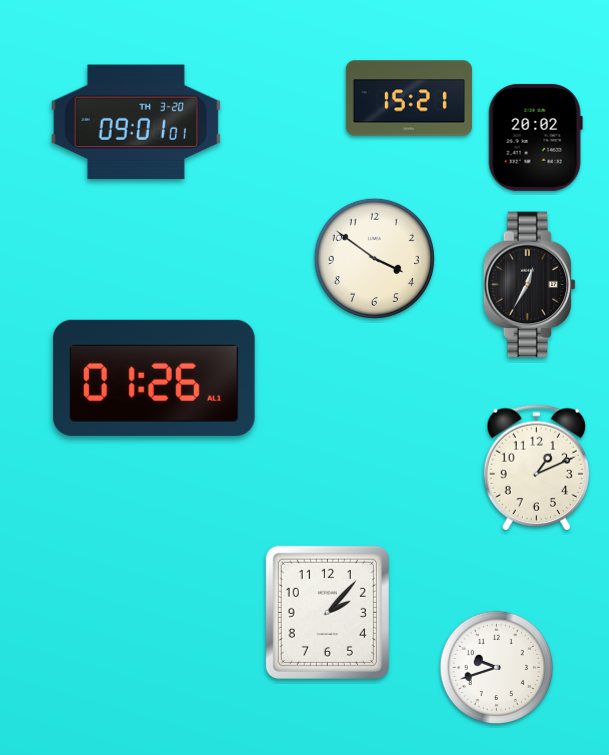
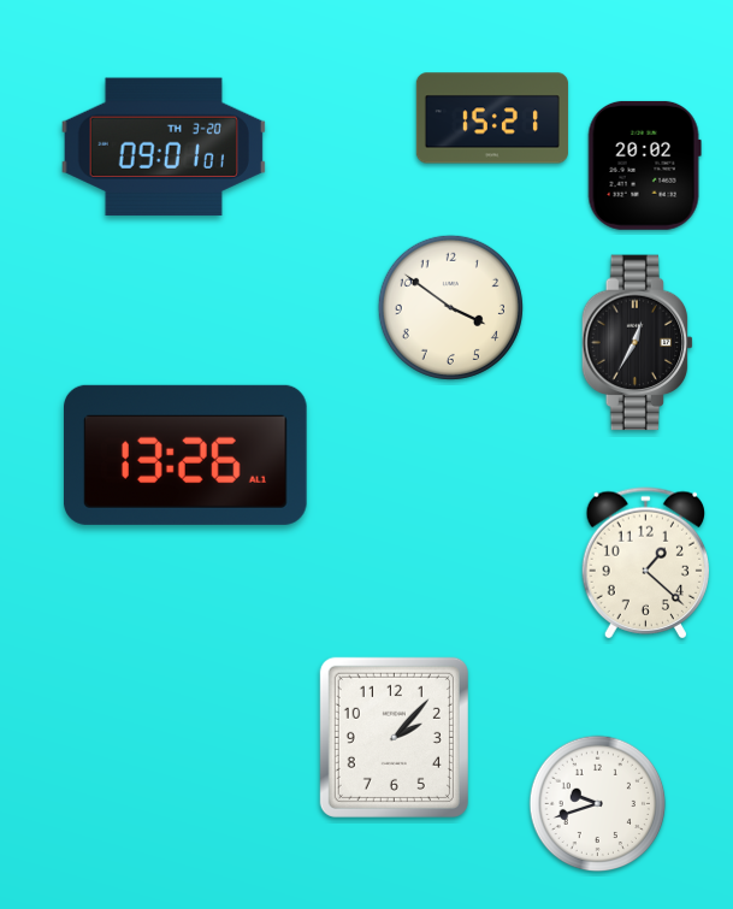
clock at (374, 258) position: (374, 258) -> (450, 307)
clock at (154, 378): 01:26 -> 13:26
clock at (536, 468): 1:11 -> 1:22
